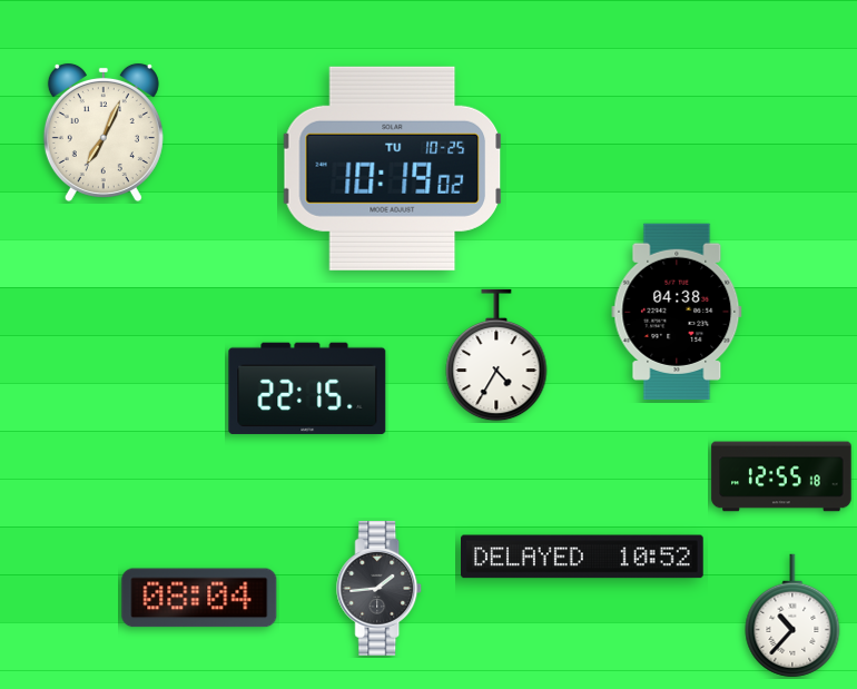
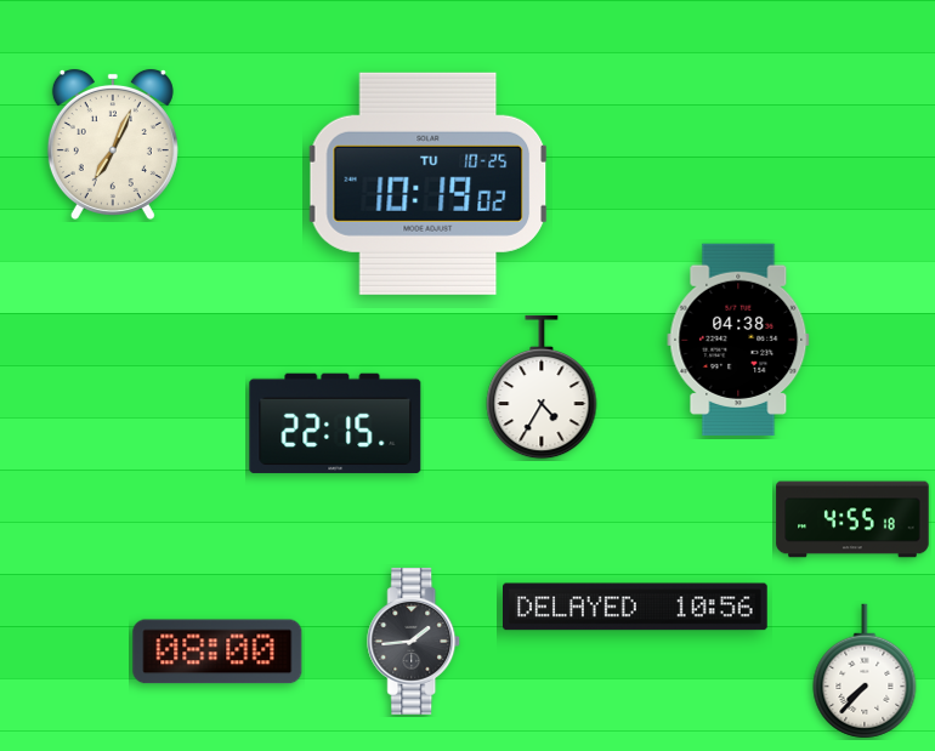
clock at (781, 476): 12:55 -> 4:55
clock at (583, 557): 10:52 -> 10:56
clock at (199, 598): 08:04 -> 08:00
clock at (792, 616): 10:37 -> 7:37
